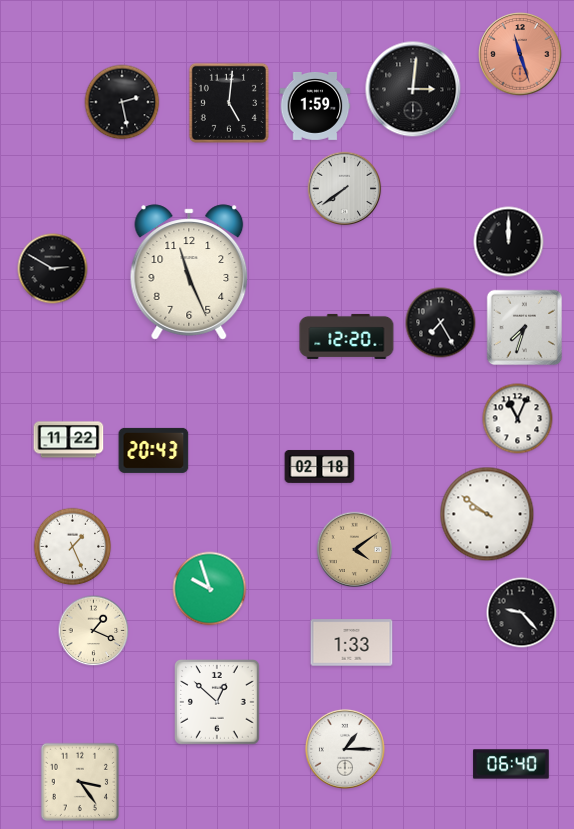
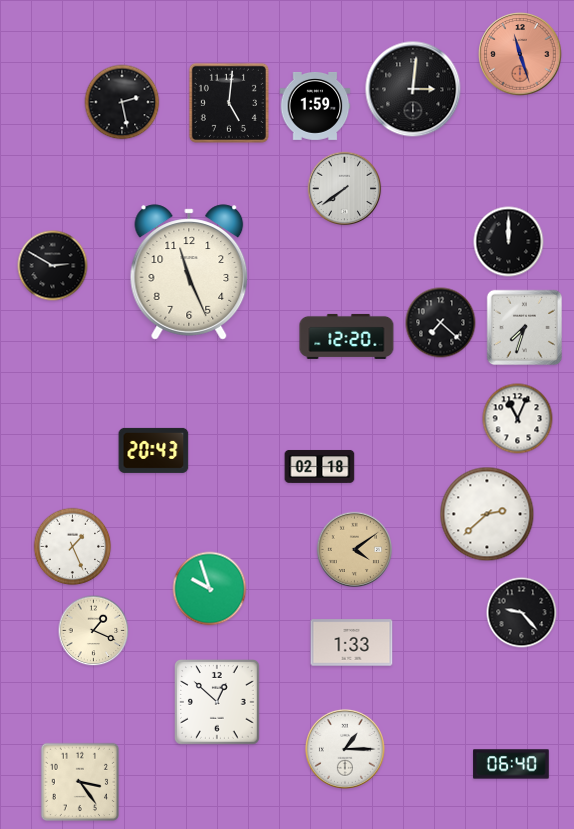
clock at (53, 269) position: (53, 269) -> (53, 266)
clock at (441, 323): 7:25 -> 7:22
clock at (69, 440): 11:22 -> none
clock at (487, 514): 9:51 -> 2:38
